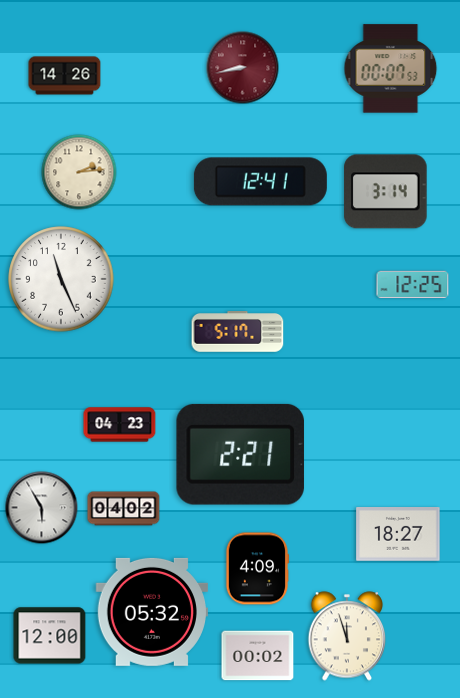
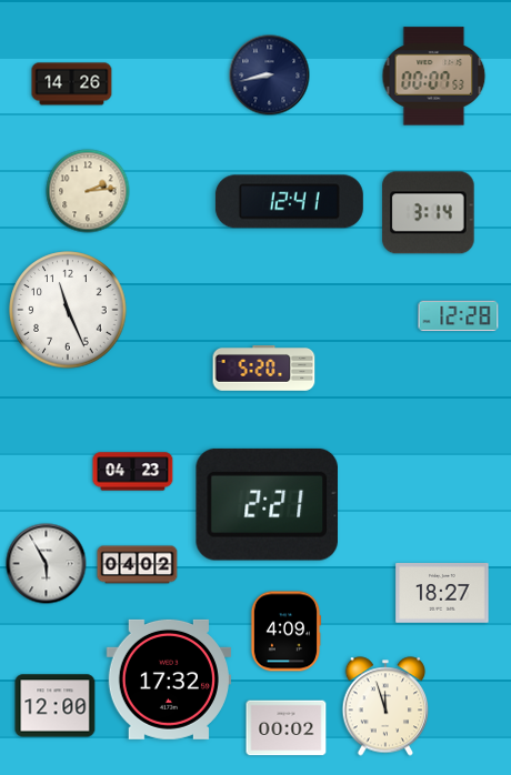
clock at (243, 68) dial: burgundy -> navy
clock at (413, 285): 12:25 -> 12:28
clock at (238, 332): 5:17 -> 5:20
clock at (151, 612): 05:32 -> 17:32
